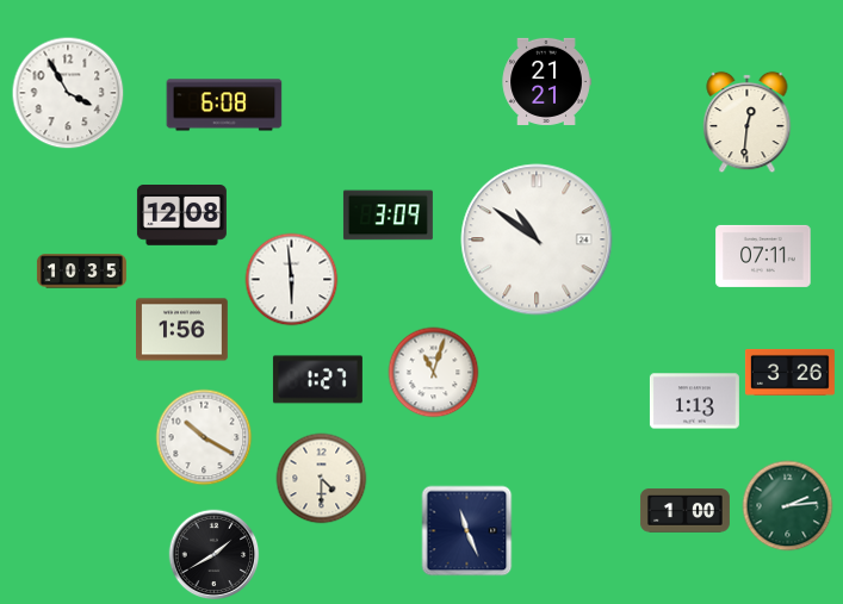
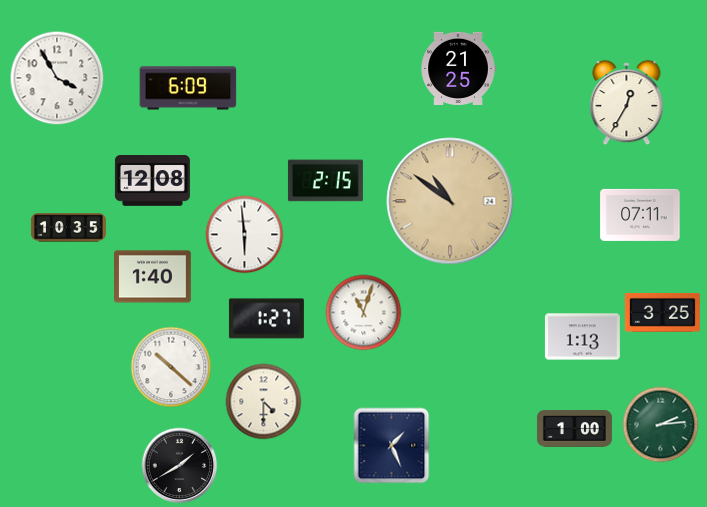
clock at (546, 81): 21:21 -> 21:25
clock at (224, 105): 6:08 -> 6:09
clock at (748, 123): 12:31 -> 12:35
clock at (388, 216): 3:09 -> 2:15
clock at (537, 239) dial: white -> champagne
clock at (182, 330): 1:56 -> 1:40
clock at (789, 372): 3:26 -> 3:25
clock at (204, 437): 10:20 -> 10:22
clock at (322, 479) position: (322, 479) -> (264, 402)
clock at (467, 531): 11:26 -> 1:26
